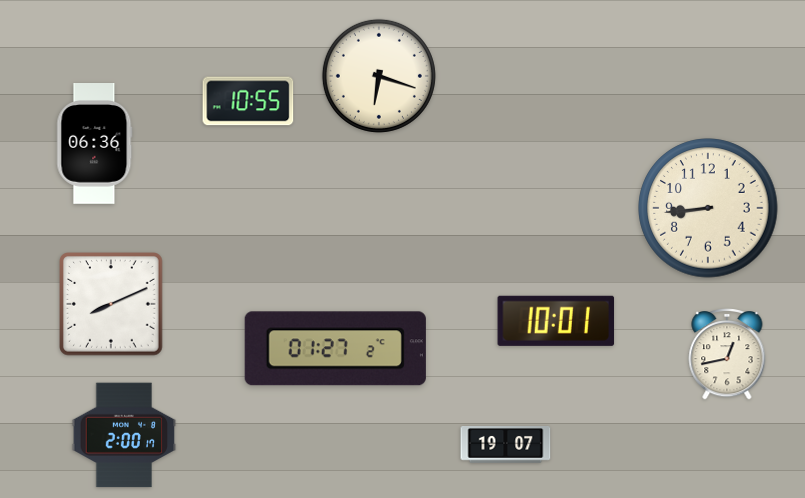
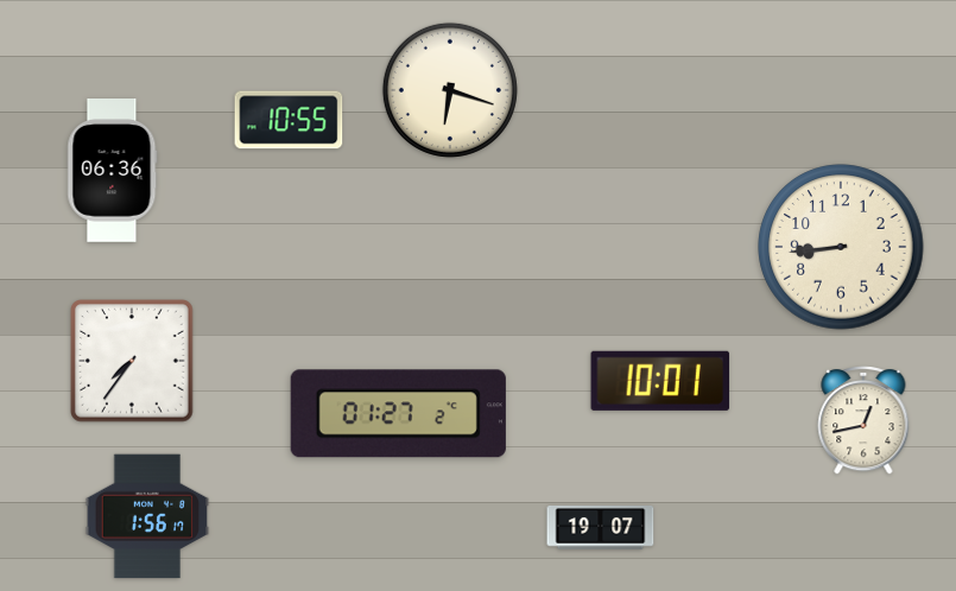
clock at (248, 101) position: (248, 101) -> (289, 120)
clock at (112, 305): 8:11 -> 7:36
clock at (124, 435): 2:00 -> 1:56
